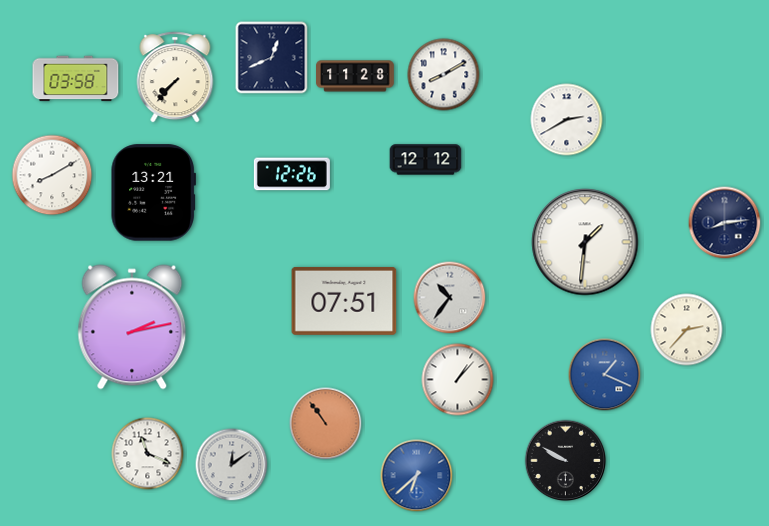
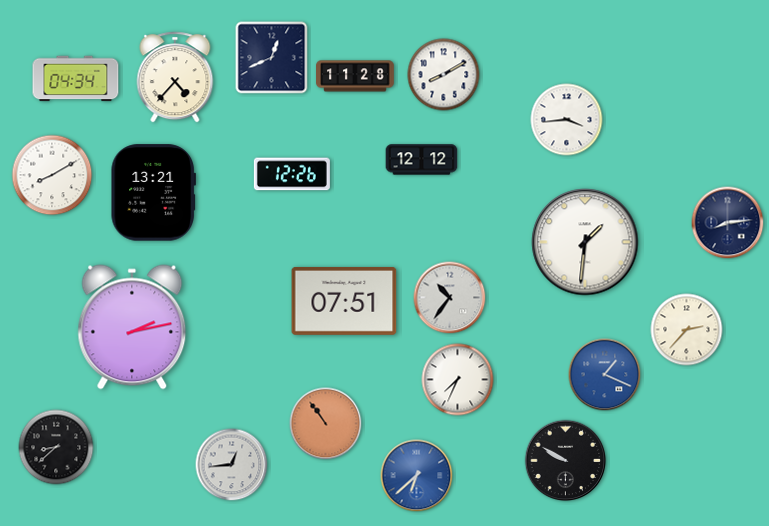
clock at (175, 77): 7:37 -> 4:37
clock at (76, 79): 03:58 -> 04:34
clock at (567, 120): 2:40 -> 3:44
clock at (426, 160) position: (426, 160) -> (422, 160)
clock at (725, 223) position: (725, 223) -> (728, 223)
clock at (458, 380): 1:07 -> 7:34
clock at (56, 447): none -> 8:38
clock at (148, 454): 11:19 -> none
clock at (232, 465): 12:09 -> 12:44
